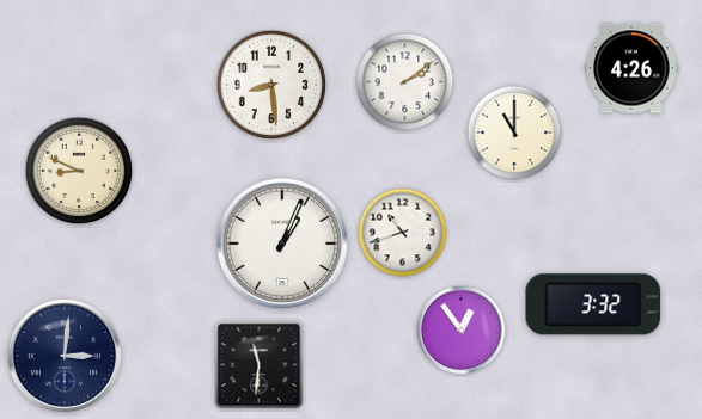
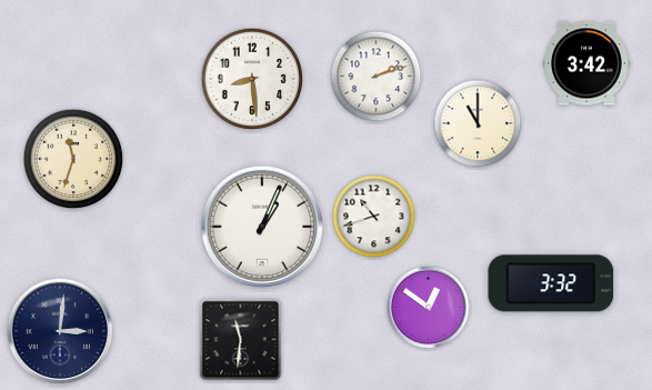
clock at (633, 68): 4:26 -> 3:42
clock at (405, 82): 2:09 -> 2:12
clock at (79, 171): 8:49 -> 11:33
clock at (462, 331): 12:54 -> 12:51
